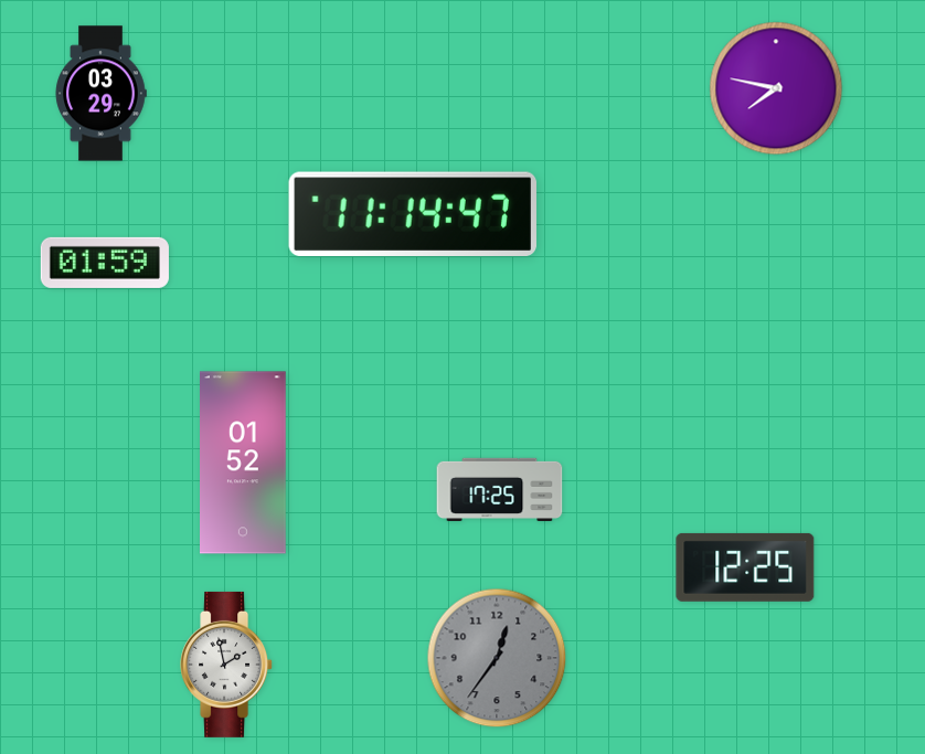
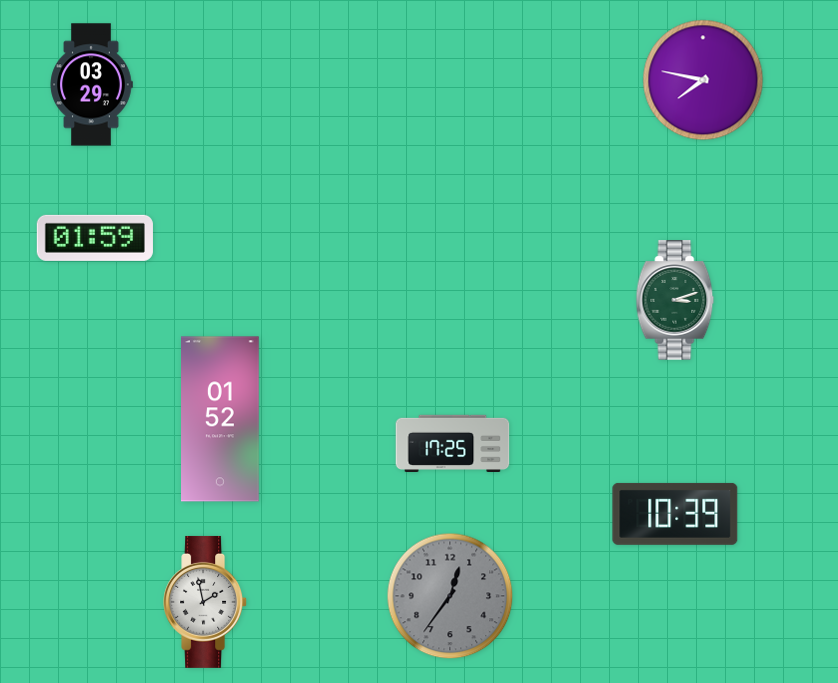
clock at (413, 214): 11:14 -> none
clock at (675, 300): none -> 3:12
clock at (745, 567): 12:25 -> 10:39
